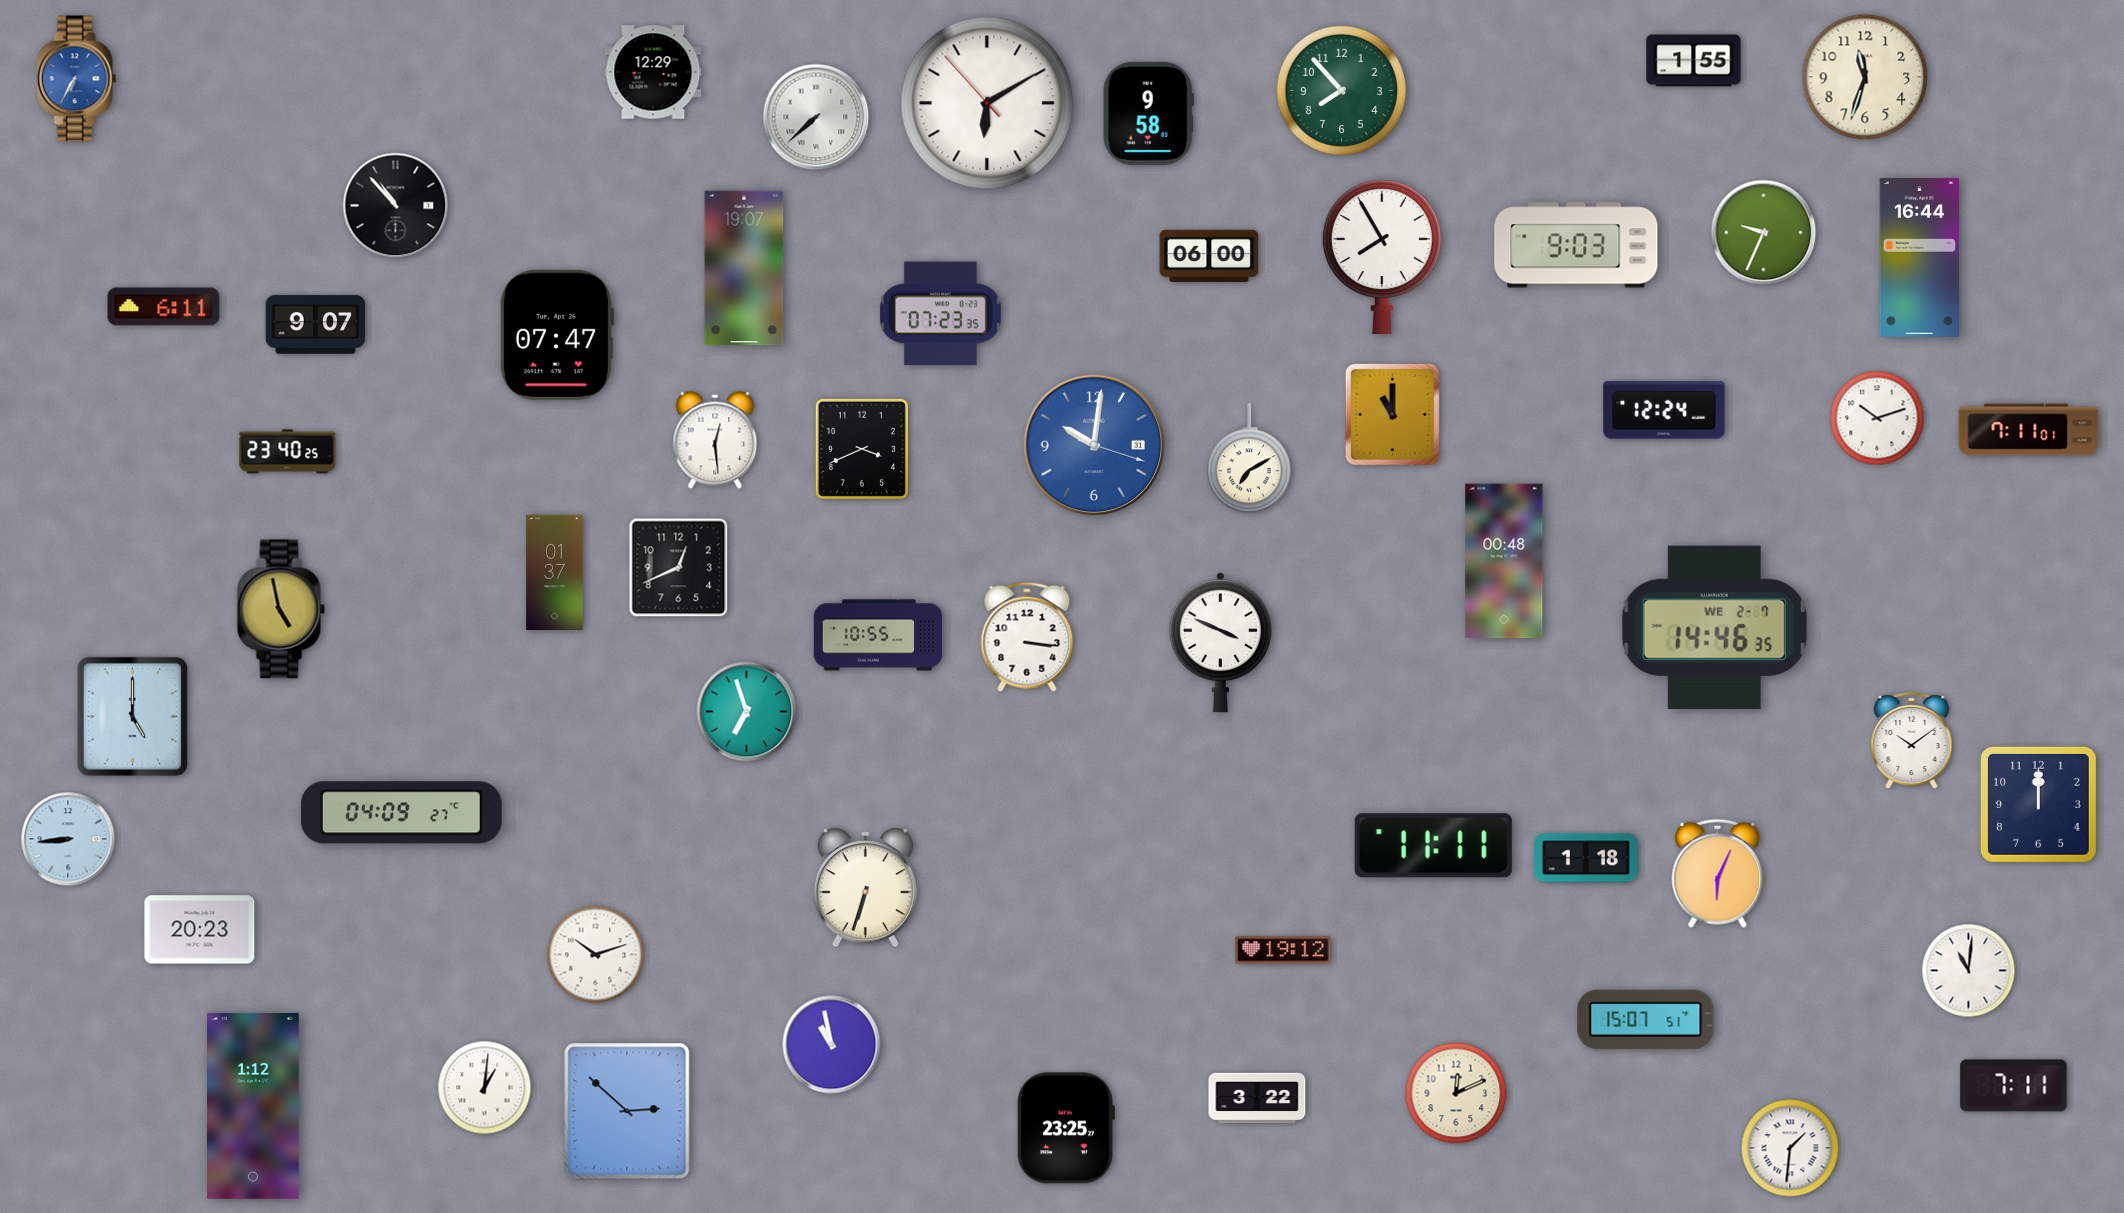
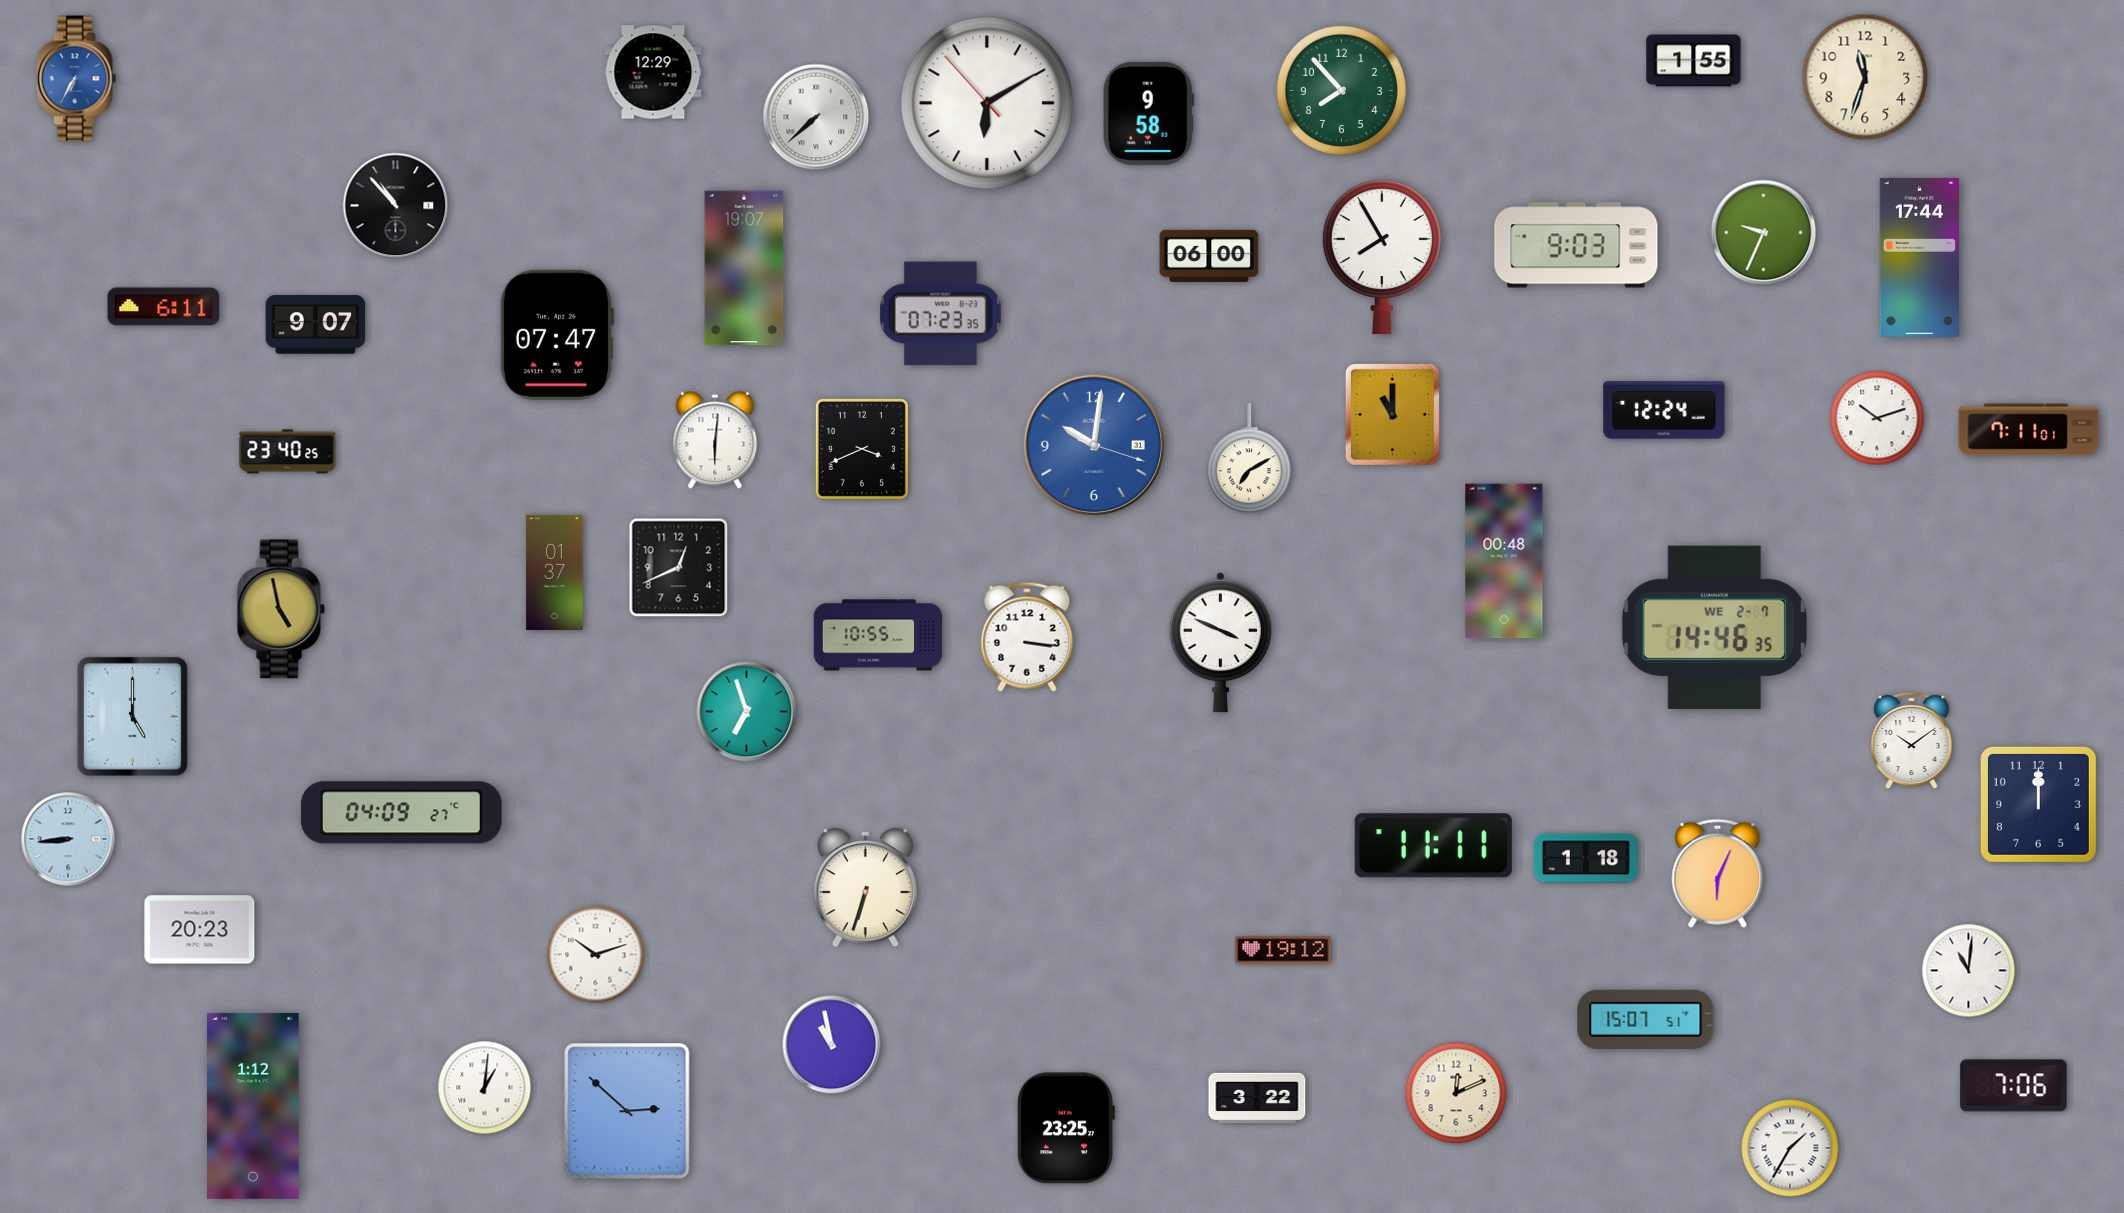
clock at (1919, 257): 16:44 -> 17:44
clock at (715, 440): 12:29 -> 6:01
clock at (2014, 1086): 7:11 -> 7:06
clock at (1790, 1148): 1:31 -> 1:35
